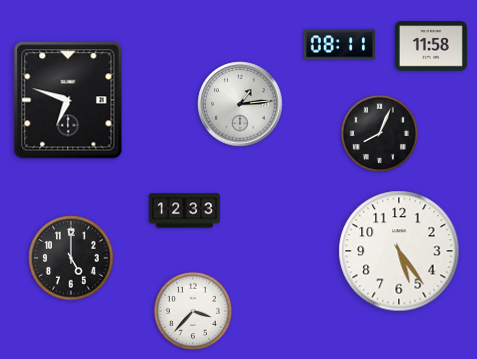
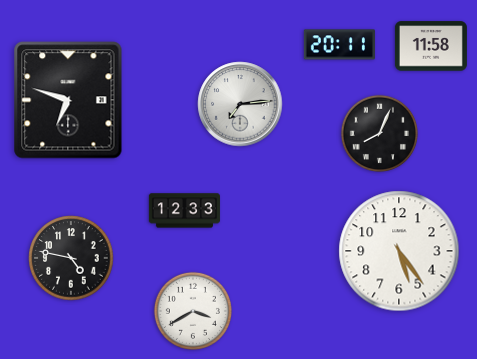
clock at (339, 45): 08:11 -> 20:11
clock at (240, 104): 1:14 -> 7:14
clock at (71, 258): 5:00 -> 4:47
clock at (193, 311): 3:37 -> 3:40
